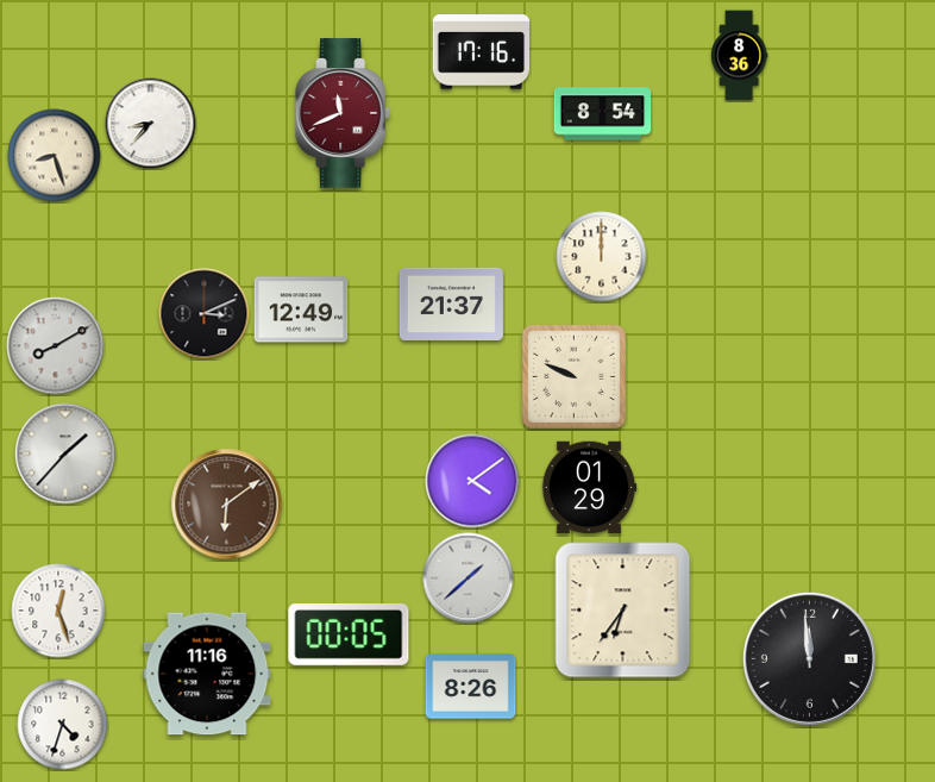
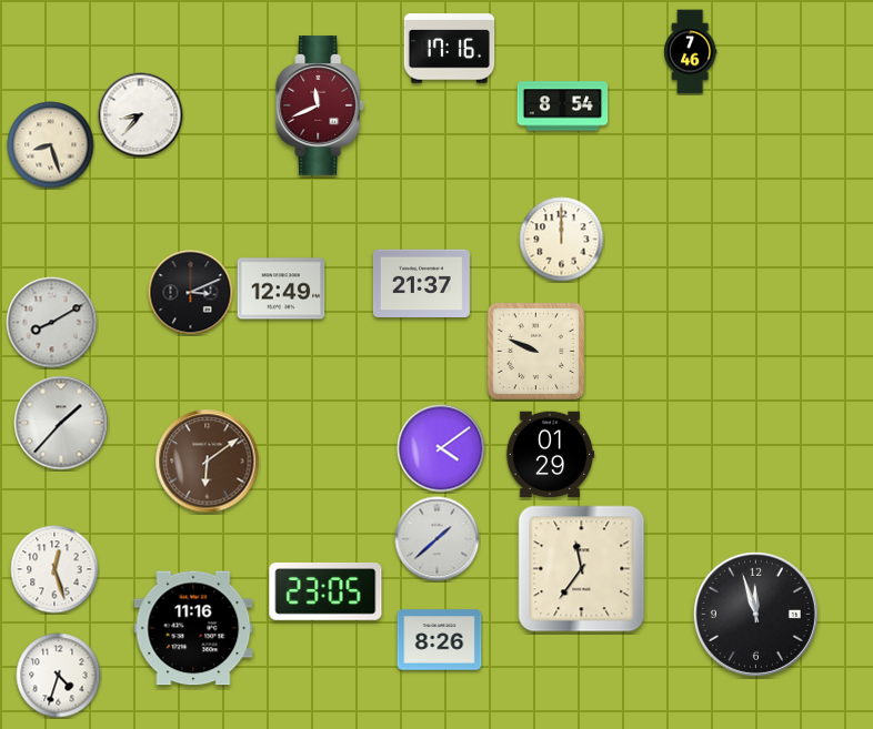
clock at (740, 56): 8:36 -> 7:46
clock at (227, 505) position: (227, 505) -> (208, 462)
clock at (623, 611): 6:36 -> 11:36
clock at (349, 634): 00:05 -> 23:05
clock at (809, 658): 11:59 -> 11:57
